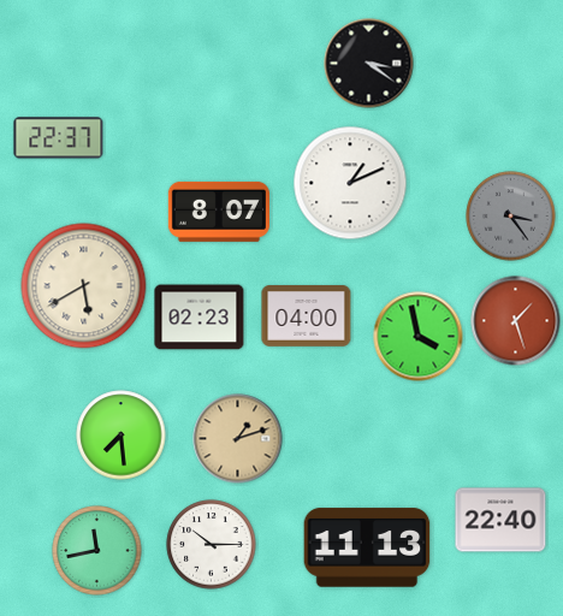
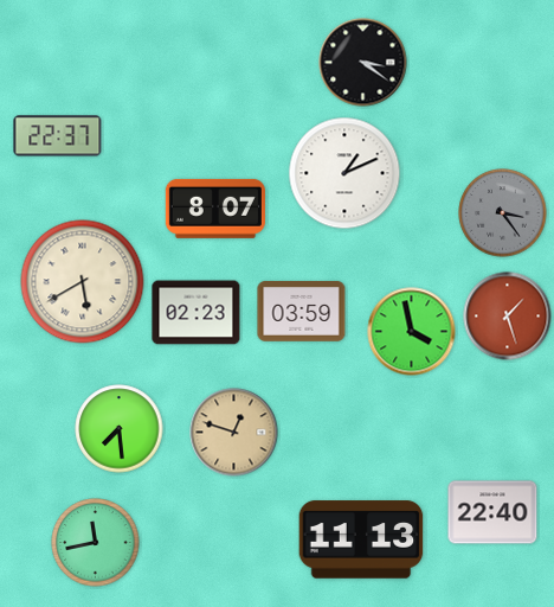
clock at (350, 183) position: (350, 183) -> (344, 173)
clock at (307, 316): 04:00 -> 03:59
clock at (238, 439): 1:12 -> 12:48
clock at (212, 545): 10:15 -> none
